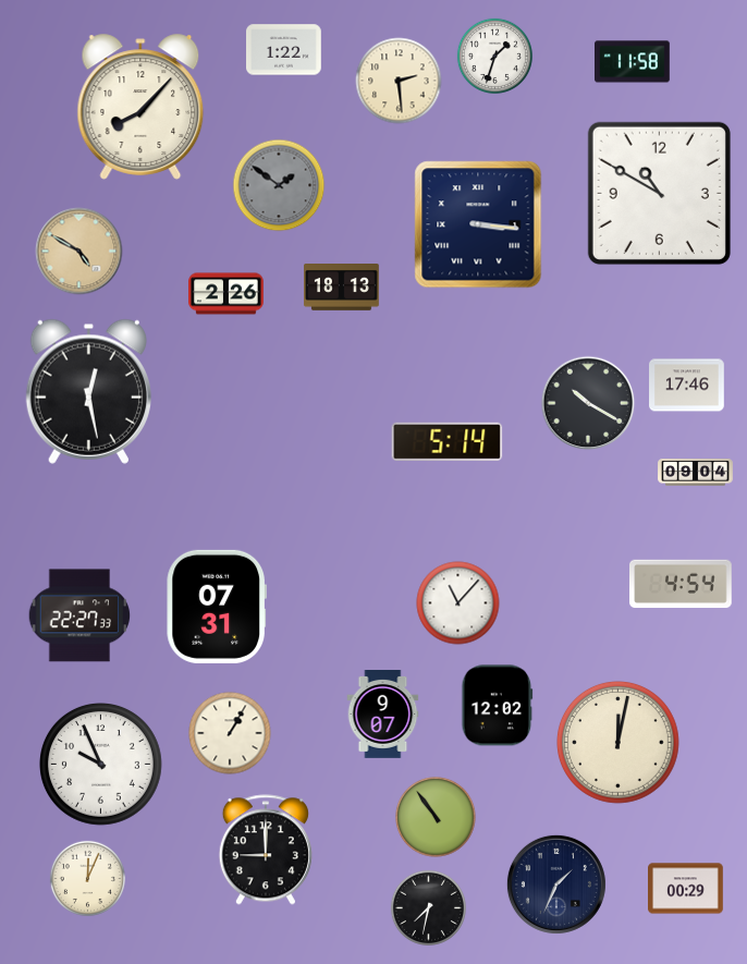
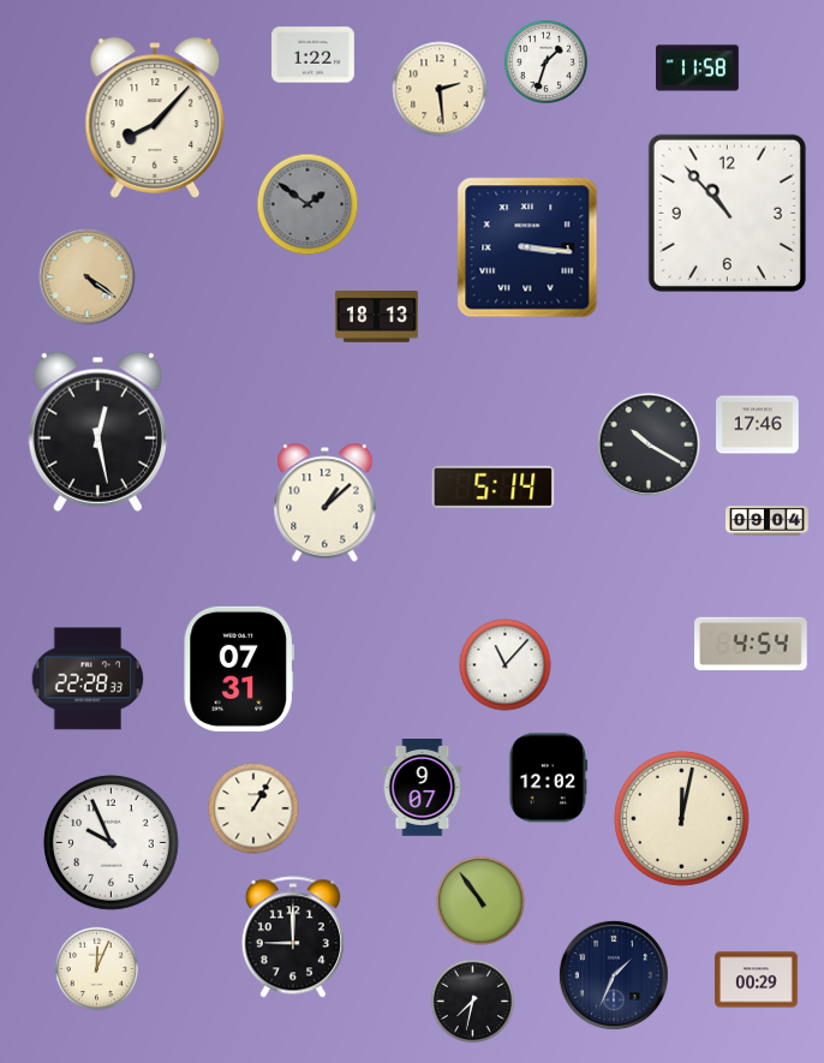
clock at (659, 193): 10:50 -> 10:53
clock at (79, 252): 4:50 -> 4:21
clock at (226, 294): 2:26 -> none
clock at (326, 503): none -> 1:08
clock at (79, 615): 22:27 -> 22:28
